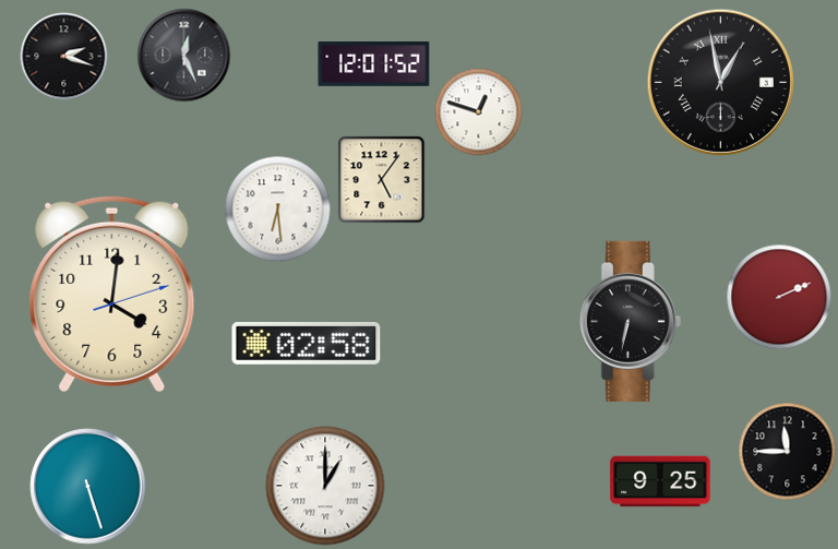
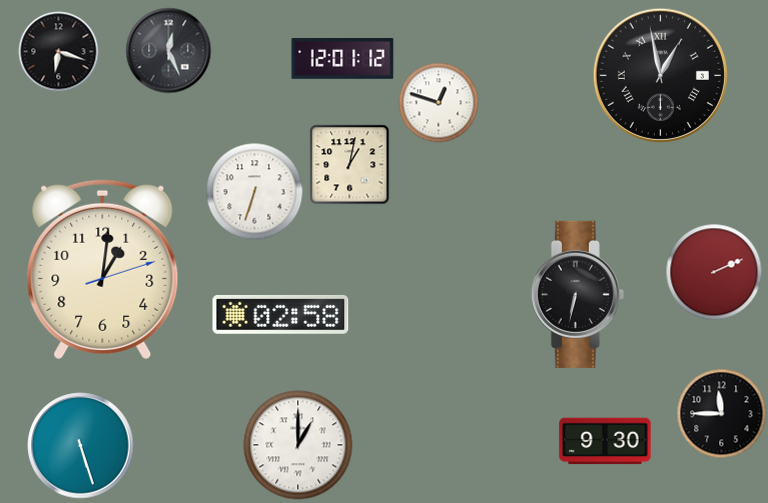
clock at (64, 57): 2:18 -> 6:18
clock at (374, 64): 12:01:52 -> 12:01:12
clock at (382, 180): 5:06 -> 1:02
clock at (278, 210): 6:29 -> 6:33
clock at (112, 294): 4:01 -> 1:01
clock at (660, 481): 9:25 -> 9:30
